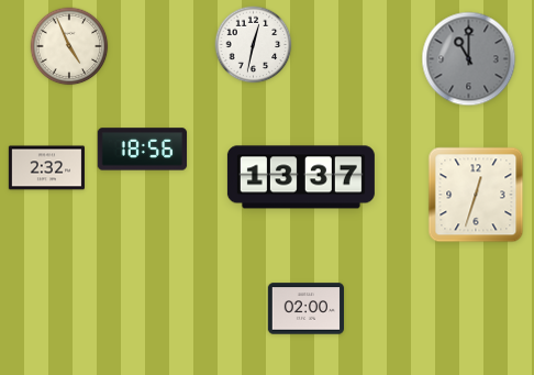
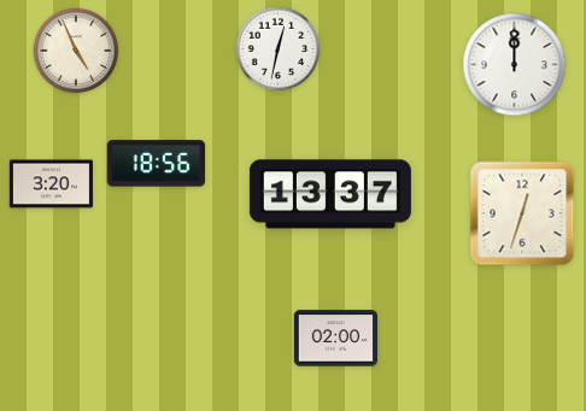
clock at (469, 59): 11:00 -> 12:00
clock at (469, 59) dial: grey -> white
clock at (46, 168): 2:32 -> 3:20
